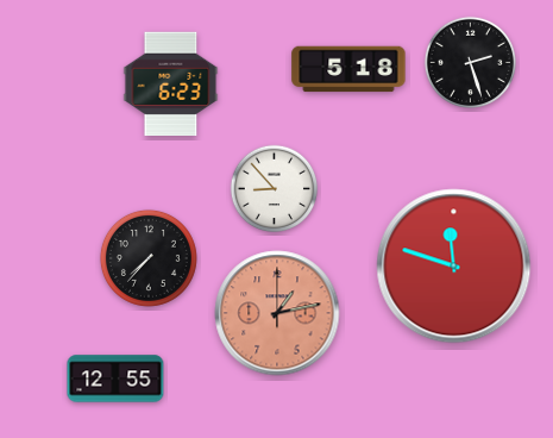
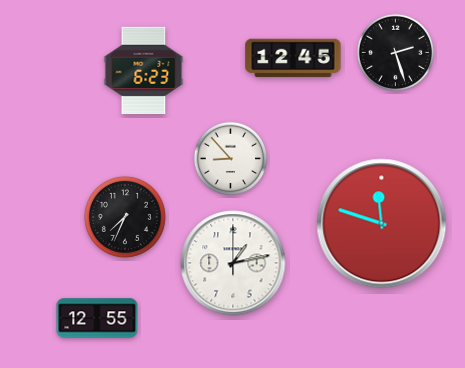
clock at (348, 69): 5:18 -> 12:45
clock at (149, 258): 7:37 -> 7:34
clock at (277, 313) dial: salmon -> white
